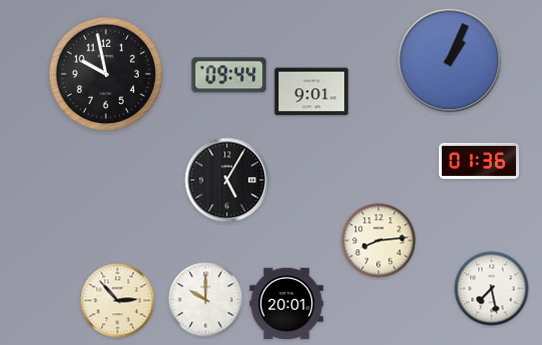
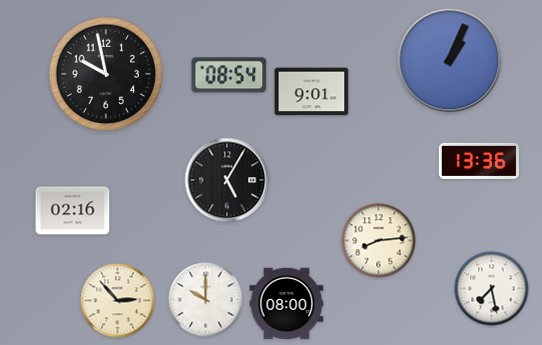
clock at (229, 75): 09:44 -> 08:54
clock at (479, 161): 01:36 -> 13:36
clock at (73, 211): none -> 02:16
clock at (287, 304): 20:01 -> 08:00
